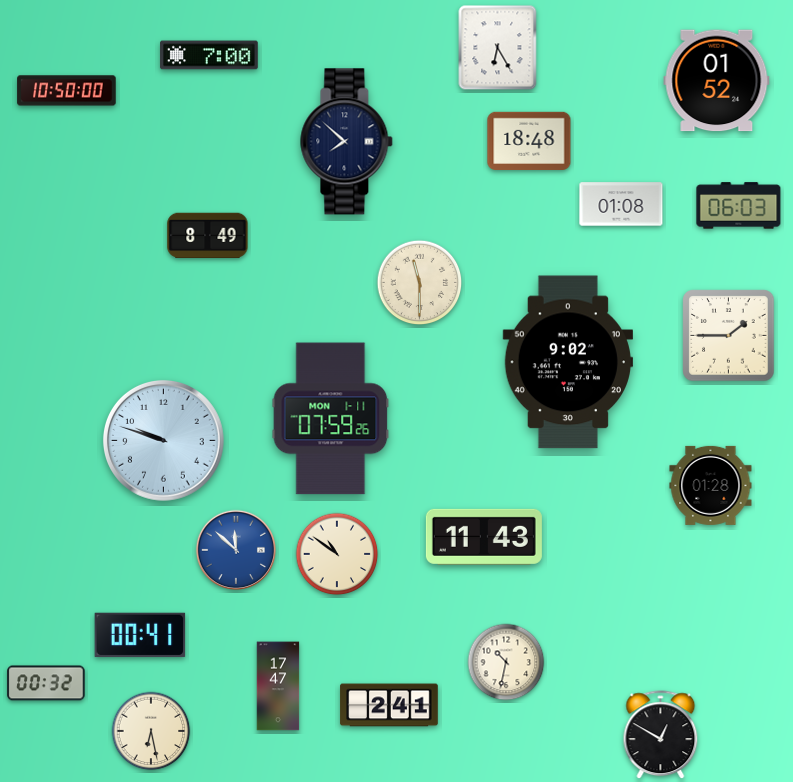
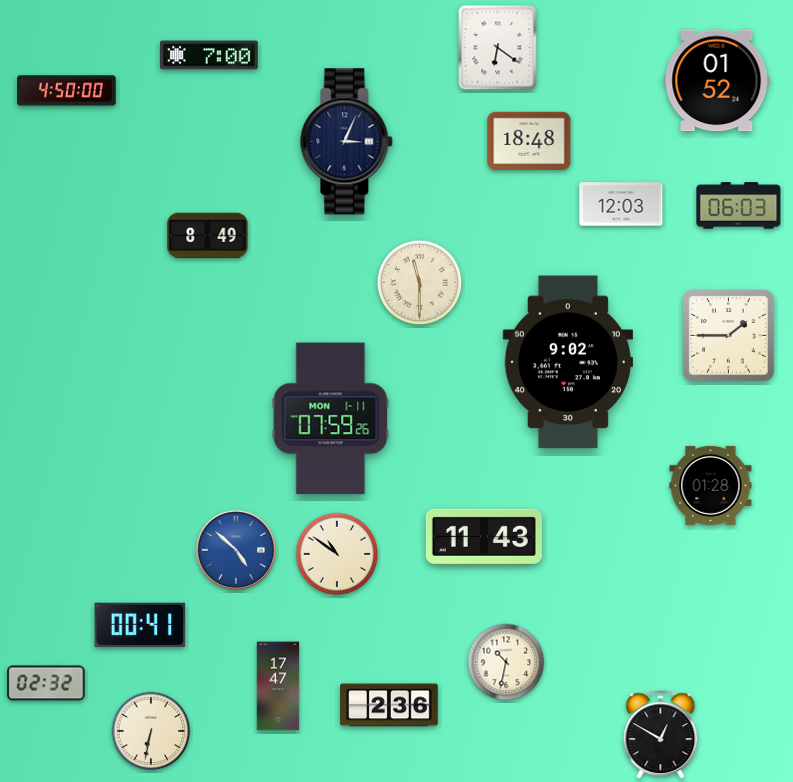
clock at (498, 48): 6:25 -> 6:21
clock at (67, 91): 10:50 -> 4:50
clock at (347, 142): 7:52 -> 3:04
clock at (621, 204): 01:08 -> 12:03
clock at (163, 440): 9:48 -> none
clock at (235, 549): 11:52 -> 4:52
clock at (140, 635) position: (140, 635) -> (140, 625)
clock at (46, 683): 00:32 -> 02:32
clock at (389, 705): 2:41 -> 2:36
clock at (151, 731): 6:28 -> 6:32
